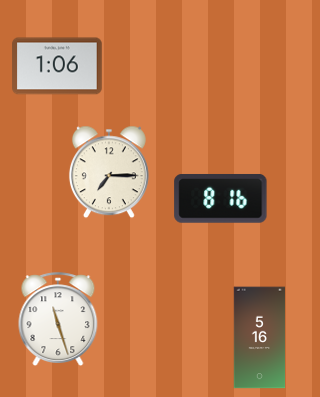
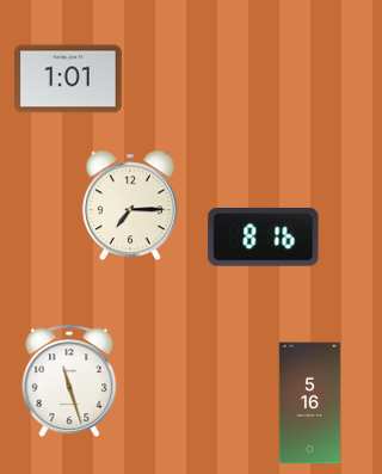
clock at (57, 66): 1:06 -> 1:01
